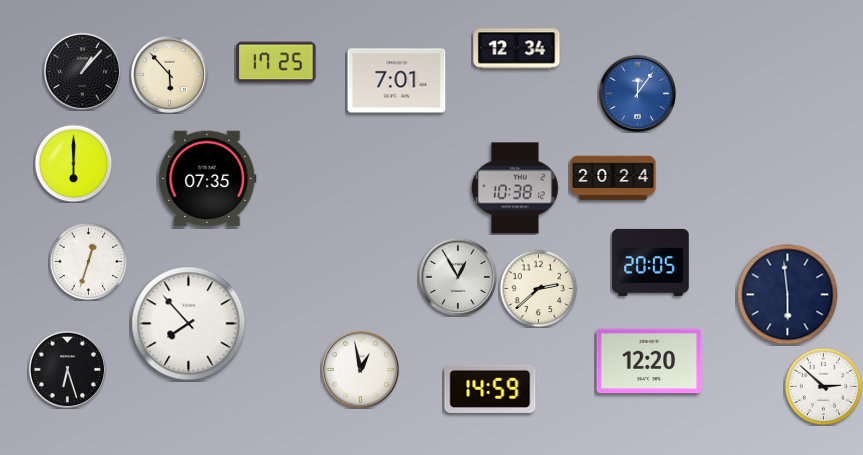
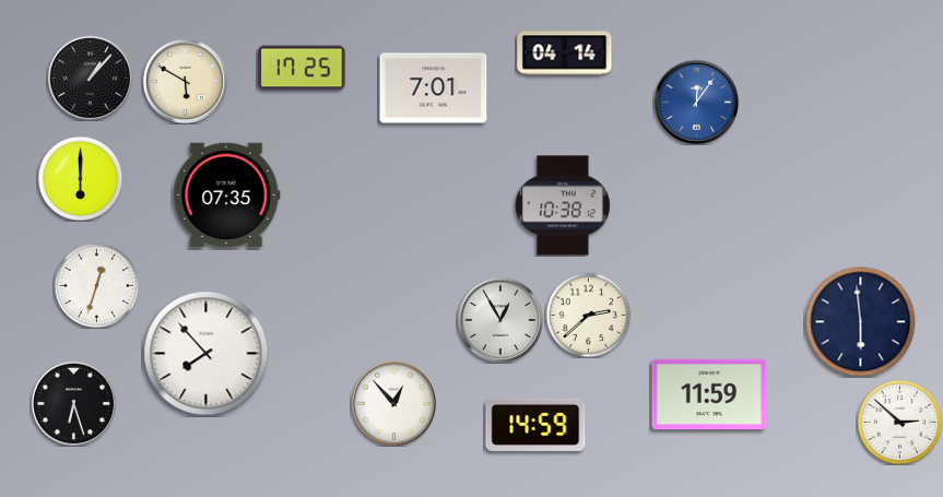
clock at (517, 49): 12:34 -> 04:14
clock at (169, 74): 5:53 -> 5:50
clock at (613, 178): 20:24 -> none
clock at (651, 262): 20:05 -> none
clock at (458, 277) position: (458, 277) -> (500, 320)
clock at (649, 361): 12:20 -> 11:59
clock at (360, 369): 12:58 -> 12:53
